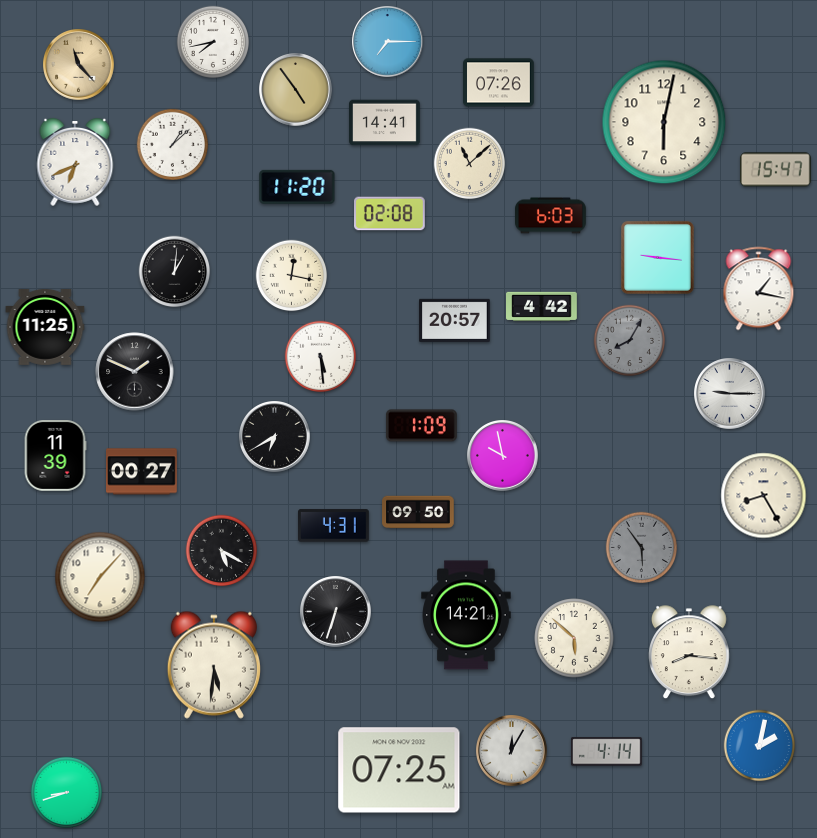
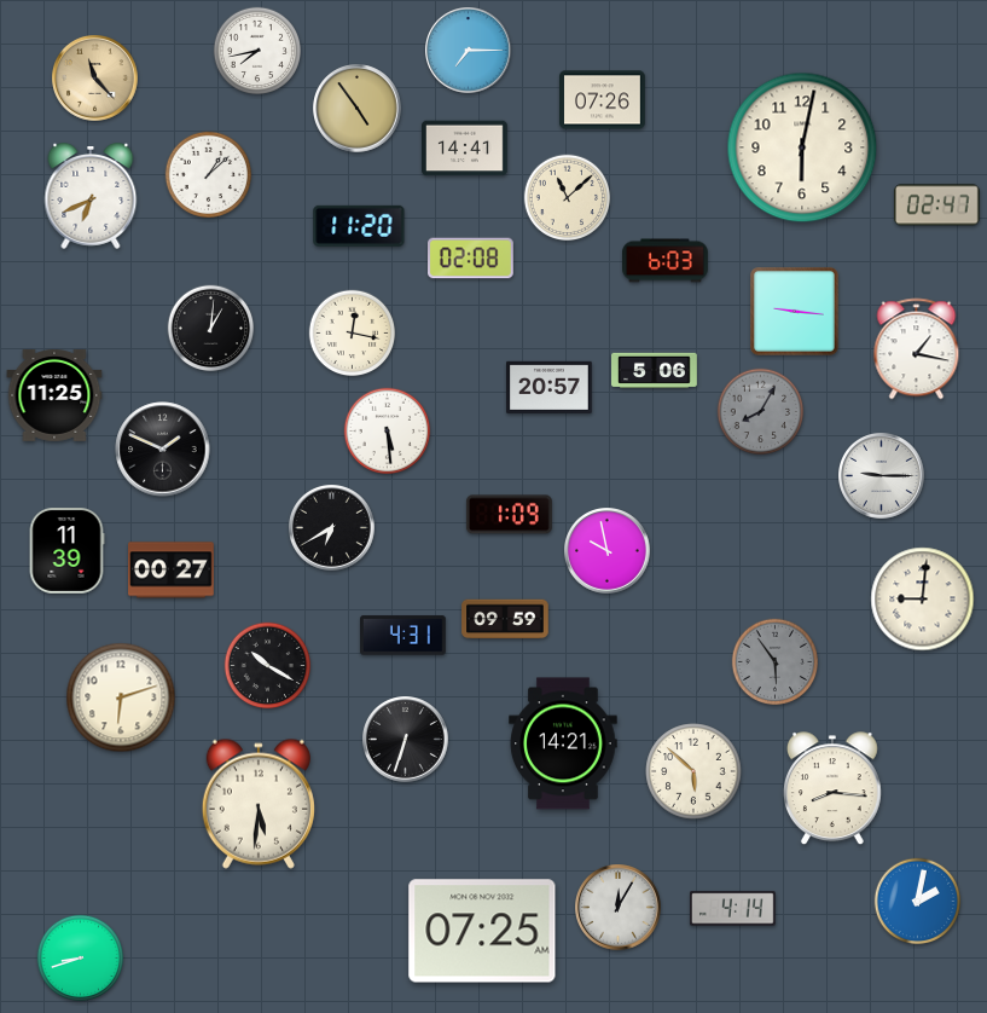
clock at (775, 170): 15:47 -> 02:47
clock at (542, 306): 4:42 -> 5:06
clock at (764, 496): 8:25 -> 9:01
clock at (418, 512): 09:50 -> 09:59
clock at (222, 551): 5:20 -> 10:20
clock at (100, 577): 7:07 -> 6:12
